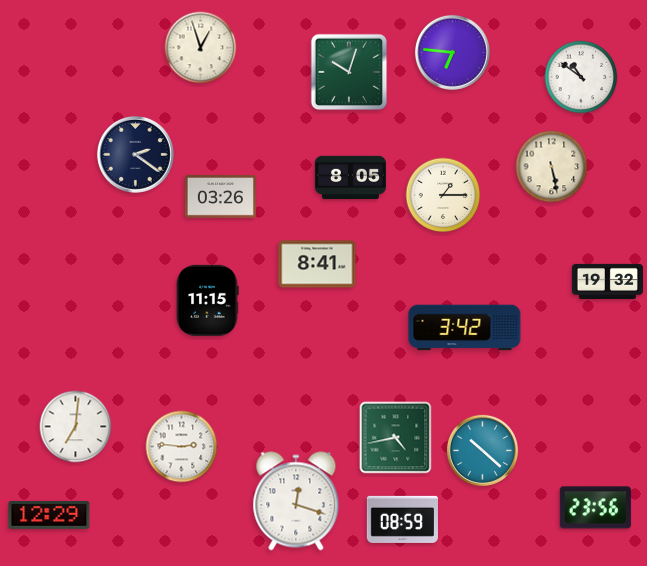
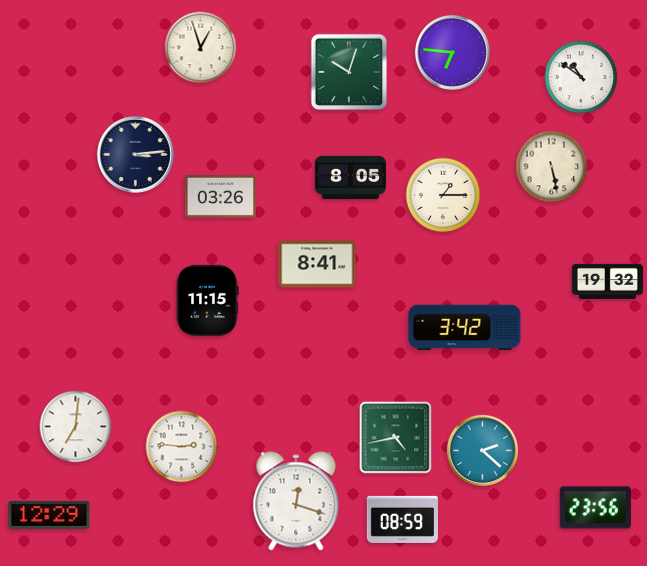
clock at (135, 154): 2:21 -> 3:14
clock at (482, 450): 10:22 -> 2:22
